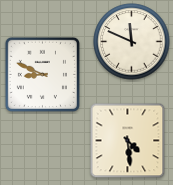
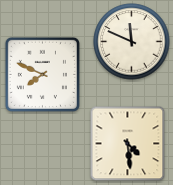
clock at (42, 74): 8:49 -> 7:49
clock at (128, 141) position: (128, 141) -> (128, 144)
